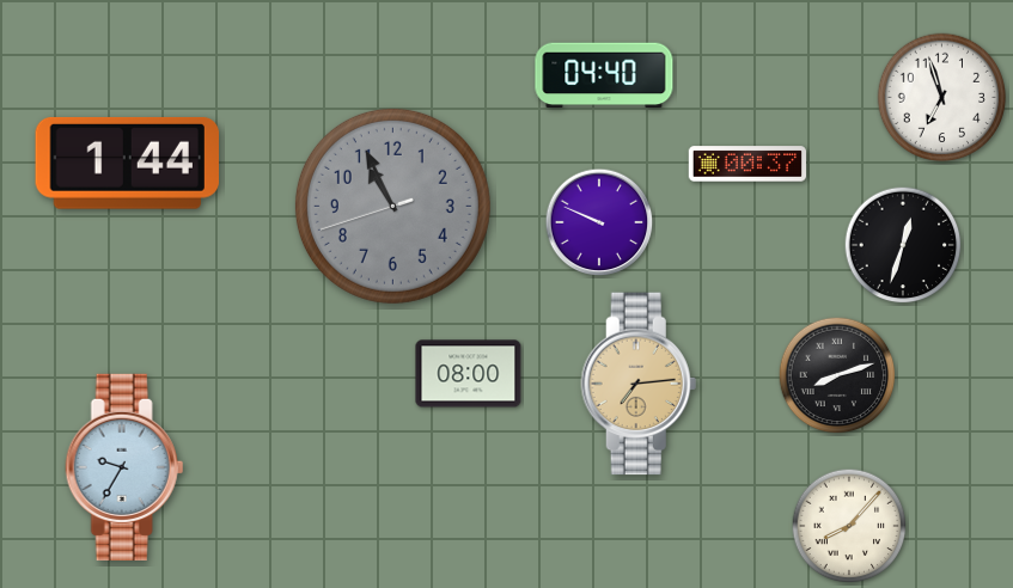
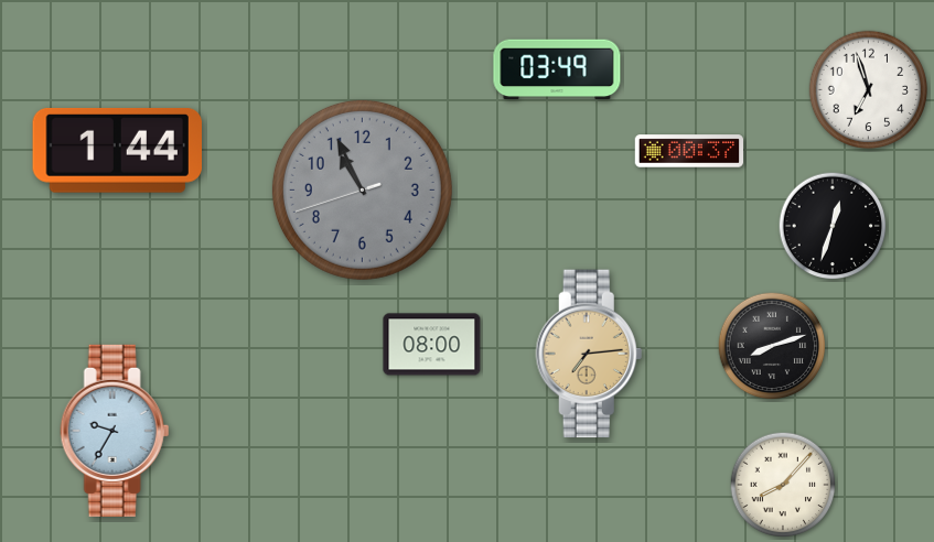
clock at (604, 75): 04:40 -> 03:49
clock at (599, 222): 9:49 -> none
